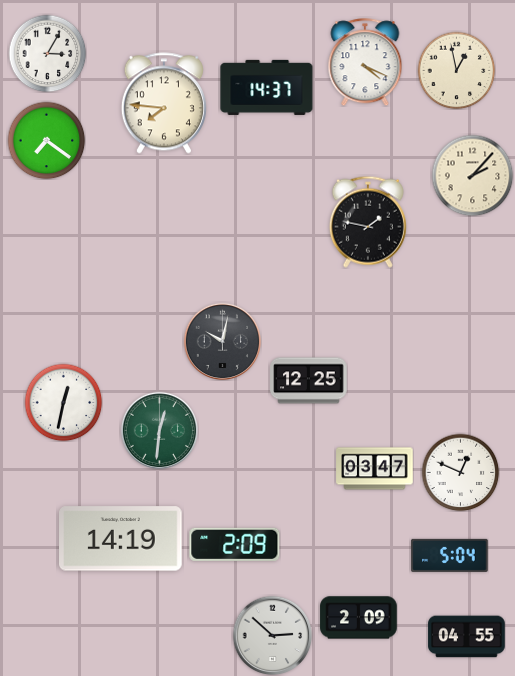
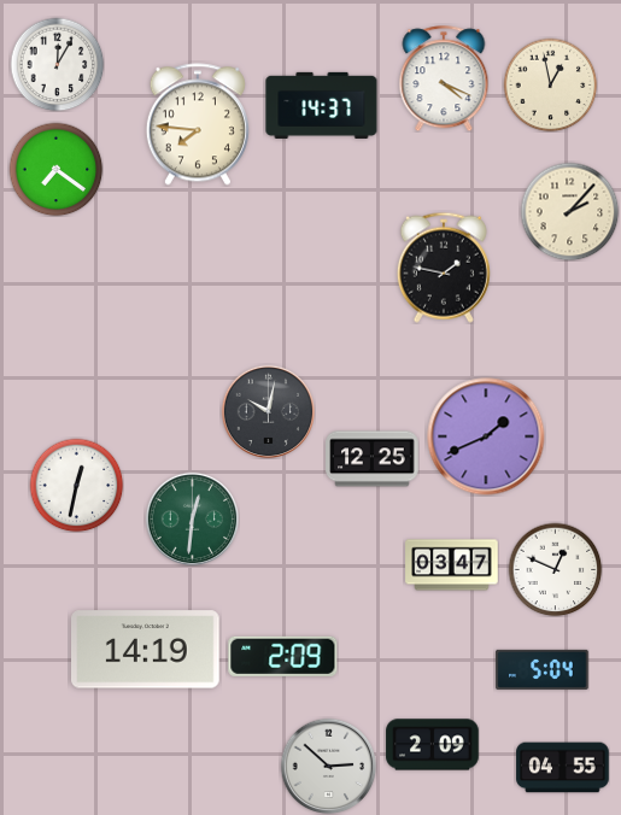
clock at (47, 53): 3:05 -> 12:05
clock at (365, 62) position: (365, 62) -> (444, 78)
clock at (486, 436): none -> 1:41
